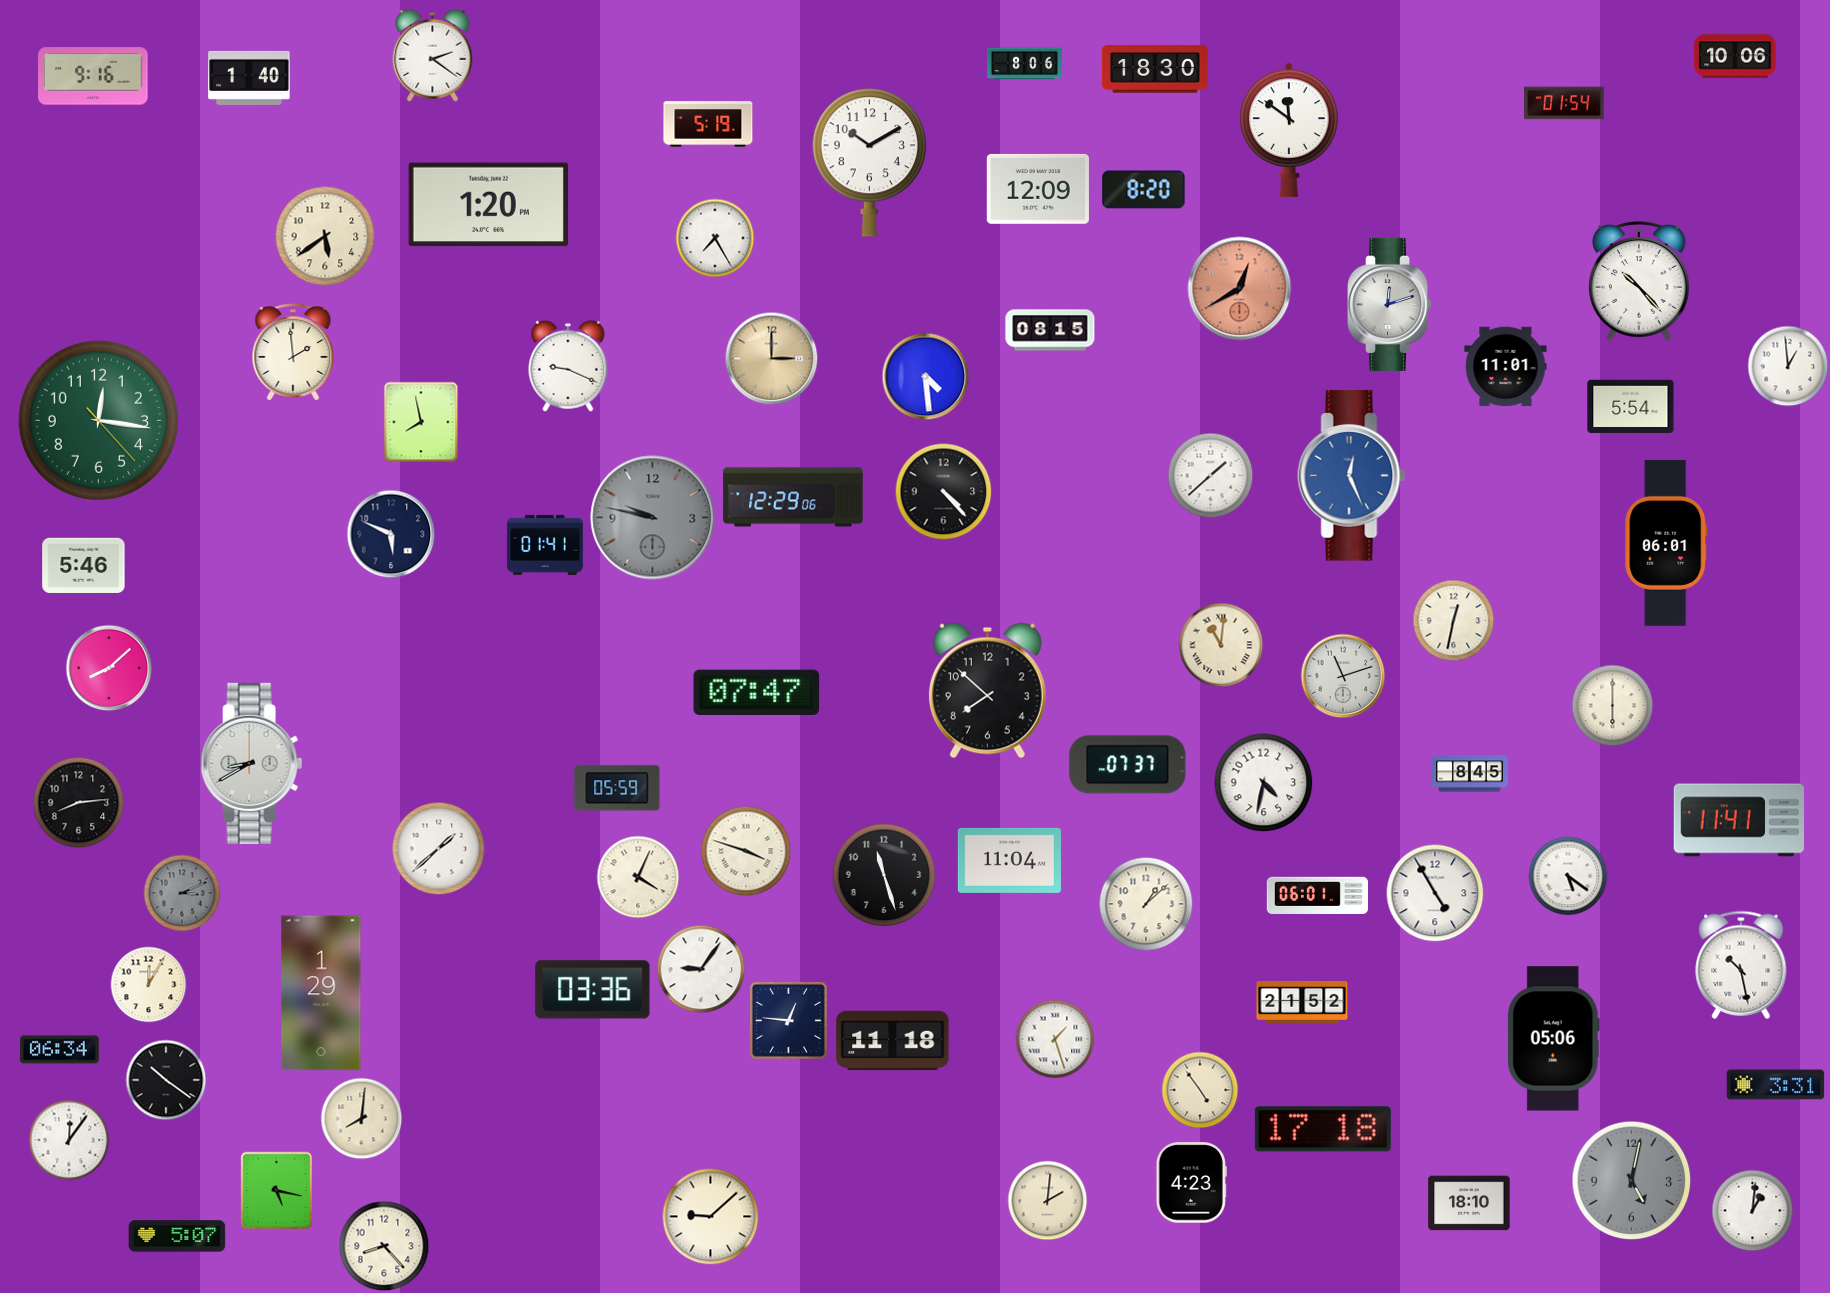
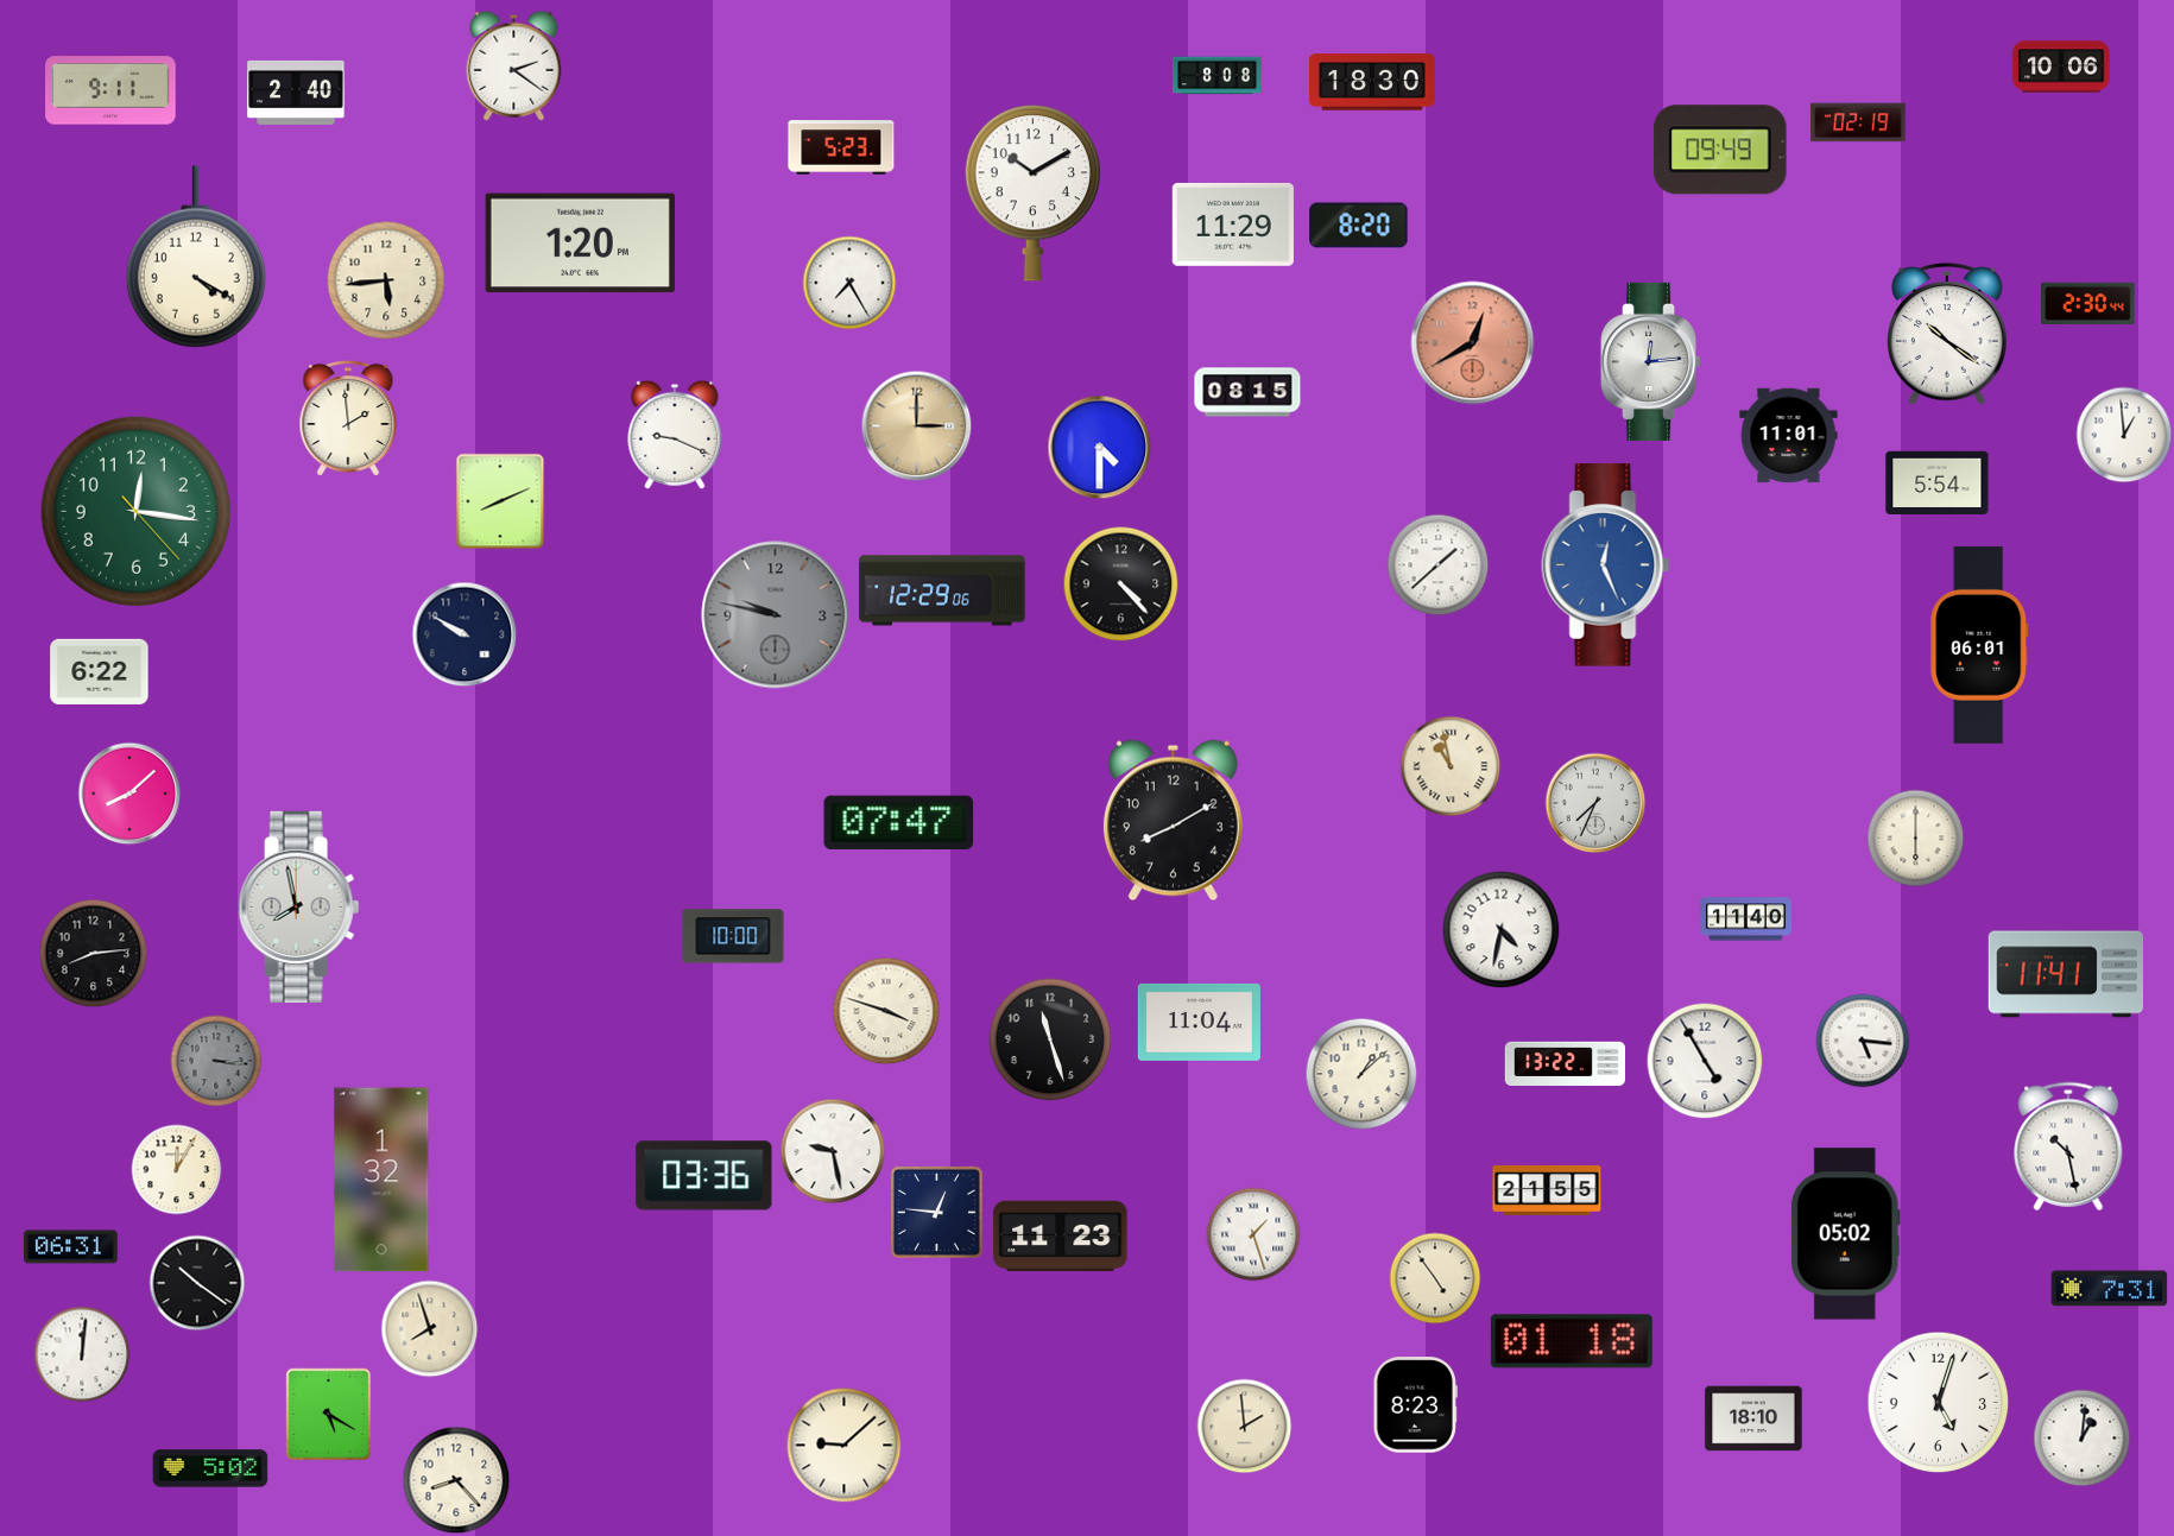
clock at (1024, 64): 8:06 -> 8:08
clock at (93, 76): 9:16 -> 9:11
clock at (249, 78): 1:40 -> 2:40
clock at (1564, 103): 01:54 -> 02:19
clock at (708, 124): 5:19 -> 5:23
clock at (1720, 150): none -> 09:49
clock at (1289, 130): 11:51 -> none
clock at (1038, 189): 12:09 -> 11:29
clock at (196, 257): none -> 4:20
clock at (325, 236): 5:39 -> 5:44
clock at (2088, 304): none -> 2:30
clock at (1640, 281): 10:23 -> 10:21
clock at (1390, 304): 12:12 -> 12:14
clock at (926, 377): 4:29 -> 4:30
clock at (98, 420) position: (98, 420) -> (135, 511)
clock at (421, 422): 7:58 -> 8:11
clock at (391, 534): 5:49 -> 9:50
clock at (545, 545): 01:41 -> none
clock at (84, 565): 5:46 -> 6:22
clock at (1454, 621): 12:32 -> none
clock at (1221, 645): 11:01 -> 10:58
clock at (1343, 676): 11:12 -> 7:34
clock at (987, 691): 7:52 -> 8:10
clock at (252, 763): 8:40 -> 7:58
clock at (1128, 765): 07:37 -> none
clock at (1470, 774): 8:45 -> 11:40
clock at (617, 788): 05:59 -> 10:00
clock at (439, 849): 1:38 -> none
clock at (1568, 876): 5:21 -> 5:16
clock at (638, 877): 4:04 -> none
clock at (182, 893): 3:11 -> 3:16
clock at (1317, 895): 06:01 -> 13:22
clock at (701, 969): 9:06 -> 9:28
clock at (321, 993): 1:29 -> 1:32
clock at (1302, 1002): 21:52 -> 21:55
clock at (1553, 1039): 05:06 -> 05:02
clock at (893, 1041): 11:18 -> 11:23
clock at (60, 1050): 06:34 -> 06:31
clock at (1776, 1085): 3:31 -> 7:31
clock at (1200, 1090) position: (1200, 1090) -> (1435, 1278)
clock at (362, 1119): 8:01 -> 7:57
clock at (1323, 1129): 17:18 -> 01:18
clock at (69, 1140): 12:06 -> 12:01
clock at (1632, 1181): 5:02 -> 5:03
clock at (1632, 1181) dial: grey -> white
clock at (1191, 1183): 4:23 -> 8:23
clock at (277, 1191): 5:17 -> 5:20
clock at (1048, 1201): 2:01 -> 1:59
clock at (1469, 1203) position: (1469, 1203) -> (1753, 1418)
clock at (177, 1236): 5:07 -> 5:02
